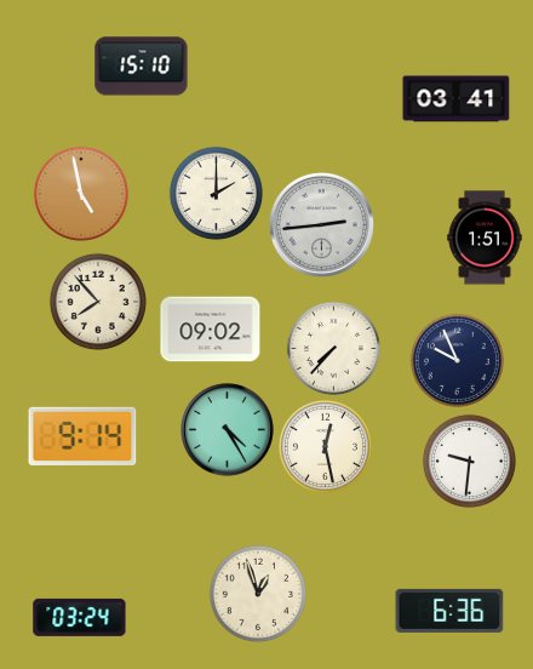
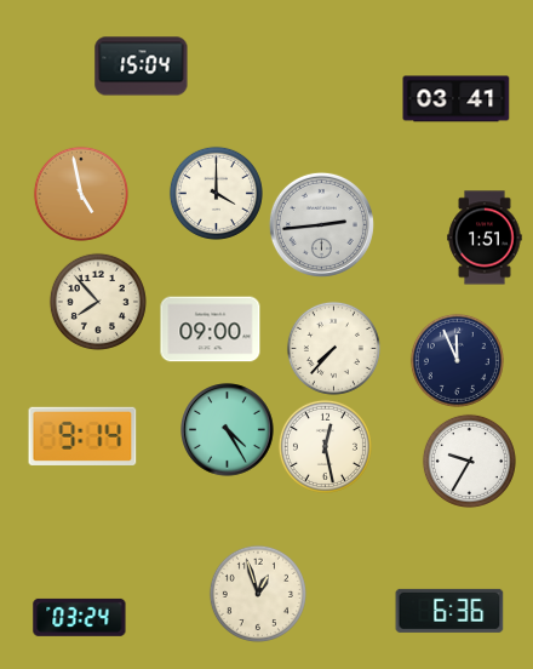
clock at (142, 67): 15:10 -> 15:04
clock at (216, 193): 2:00 -> 4:00
clock at (211, 330): 09:02 -> 09:00
clock at (457, 360): 9:56 -> 11:56
clock at (469, 461): 9:31 -> 9:35
